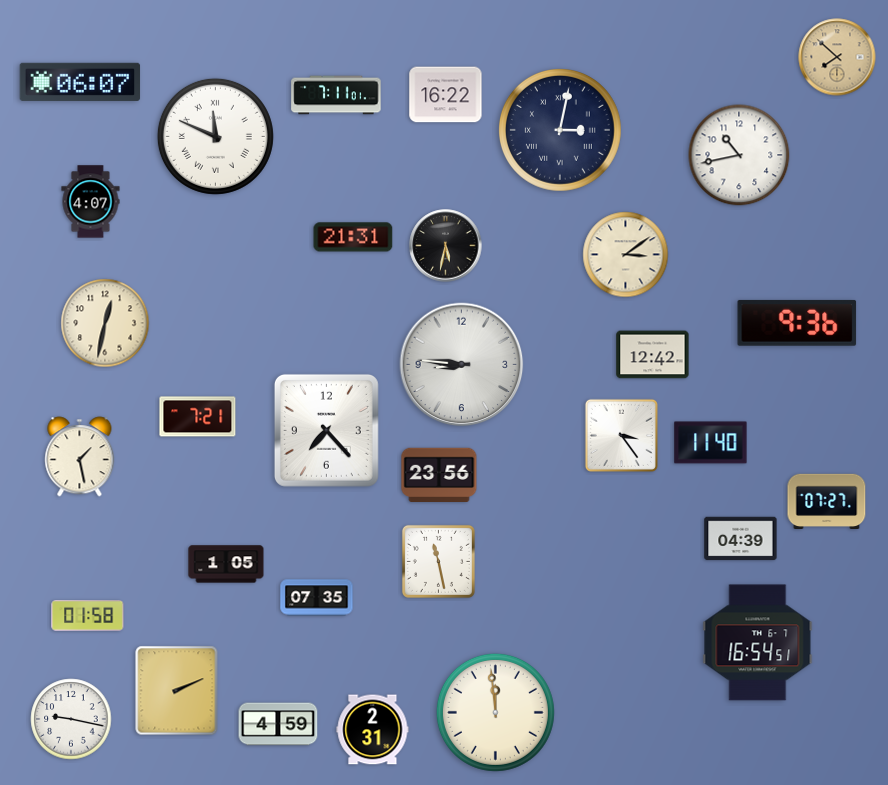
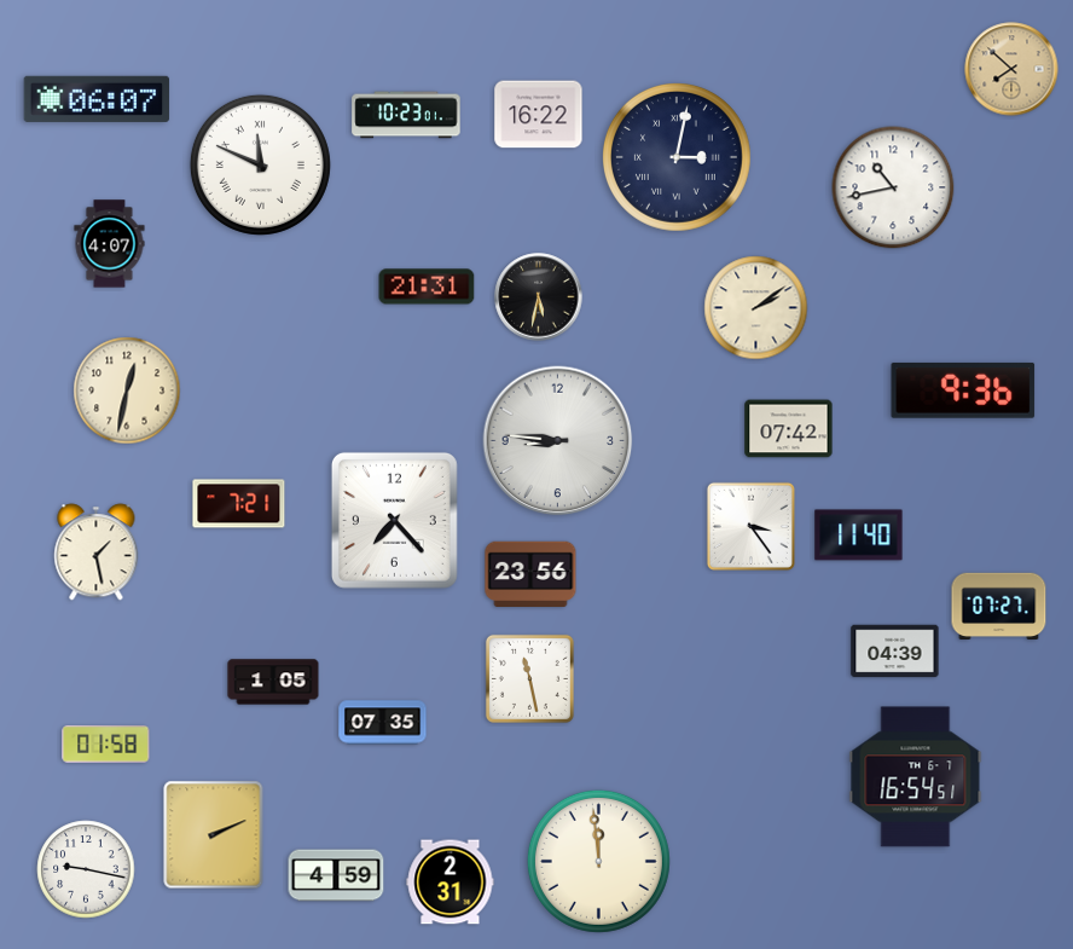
clock at (336, 95): 7:11 -> 10:23
clock at (626, 255): 3:09 -> 2:09
clock at (653, 355): 12:42 -> 07:42
